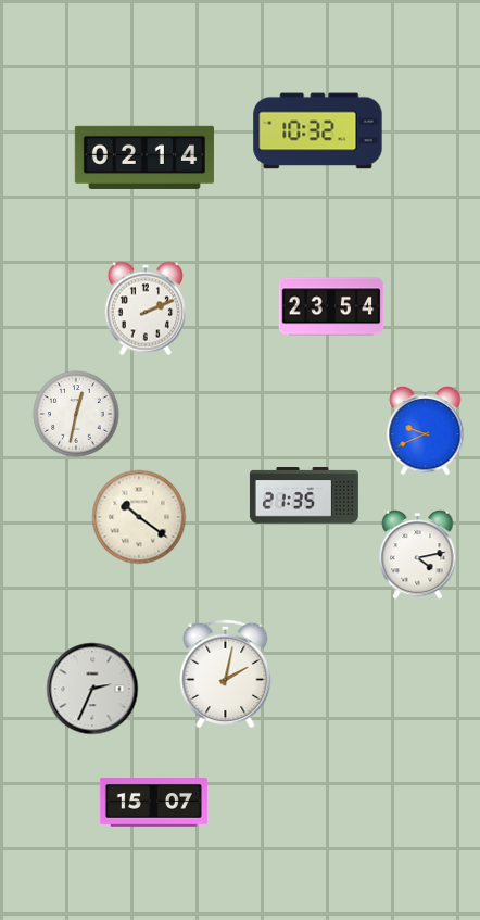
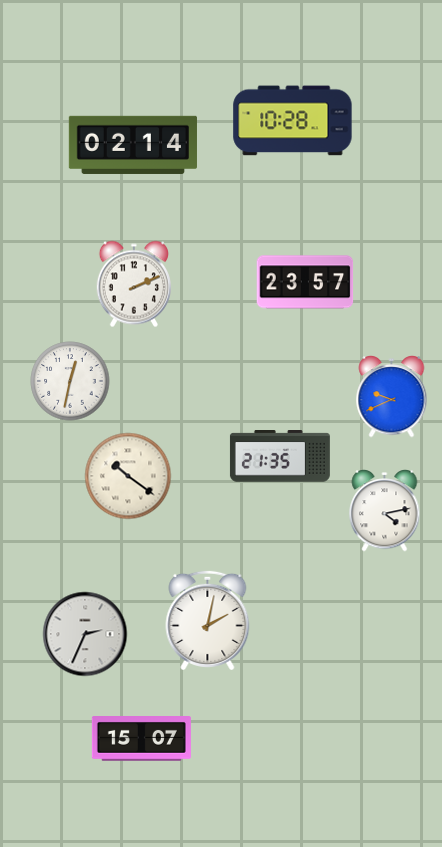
clock at (318, 131): 10:32 -> 10:28
clock at (331, 306): 23:54 -> 23:57
